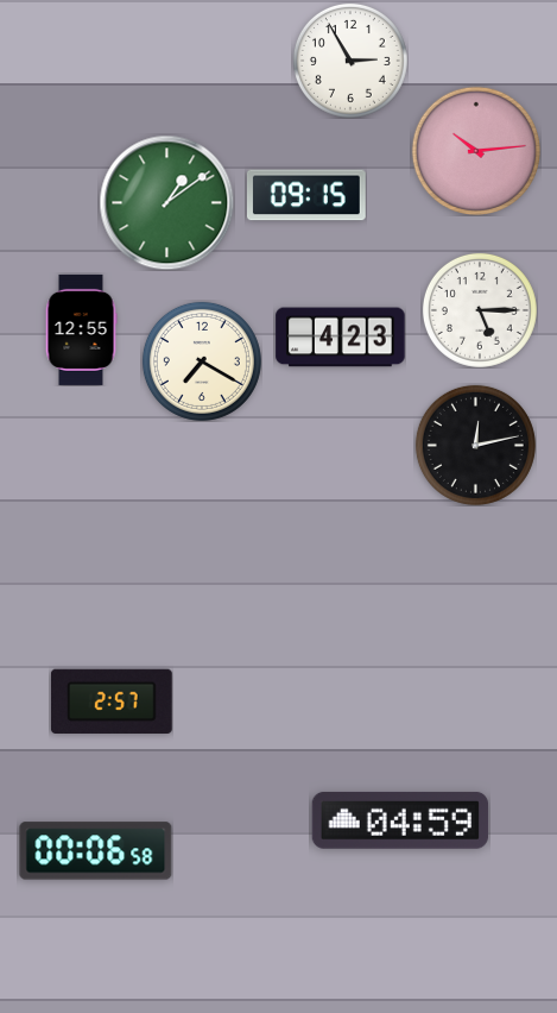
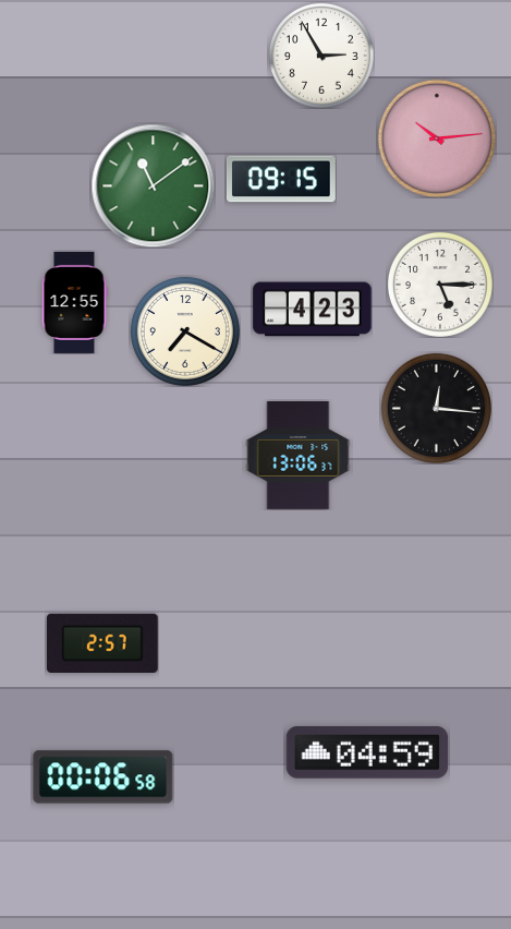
clock at (166, 202): 1:09 -> 11:09
clock at (475, 445): 12:13 -> 12:16
clock at (299, 455): none -> 13:06
clock at (96, 851) position: (96, 851) -> (104, 777)
